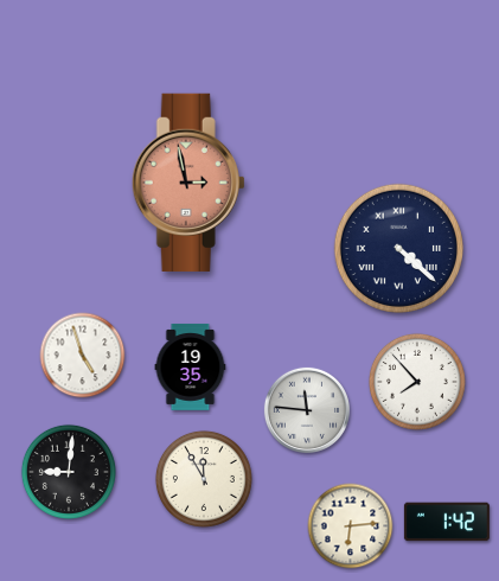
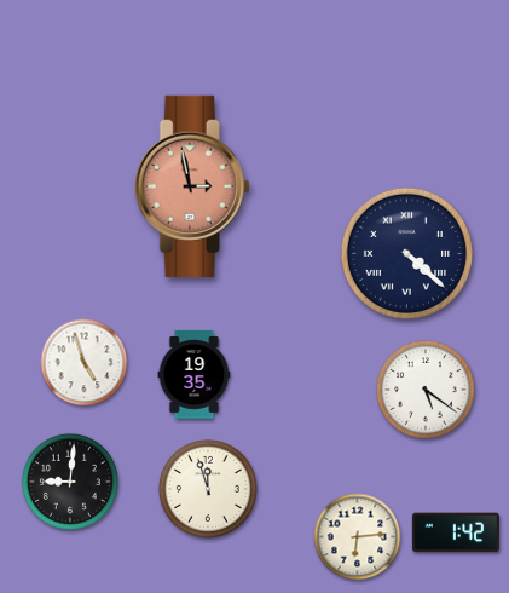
clock at (417, 382): 7:53 -> 5:21
clock at (307, 410): 11:46 -> none
clock at (204, 479): 11:55 -> 11:57
